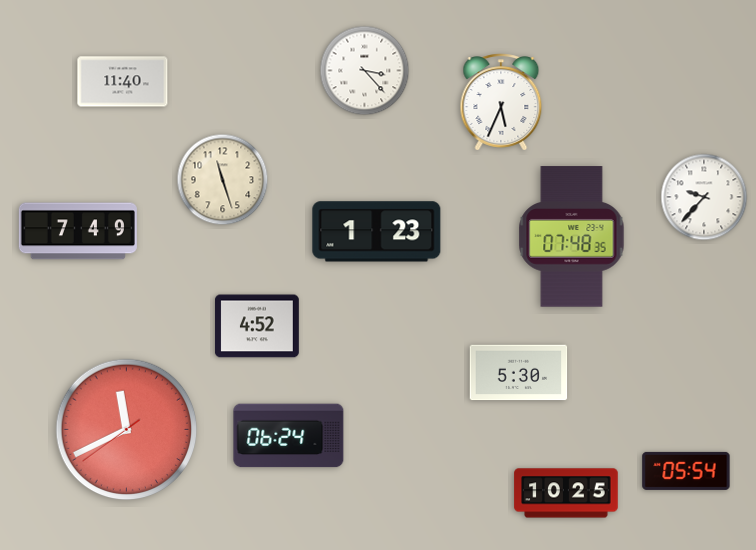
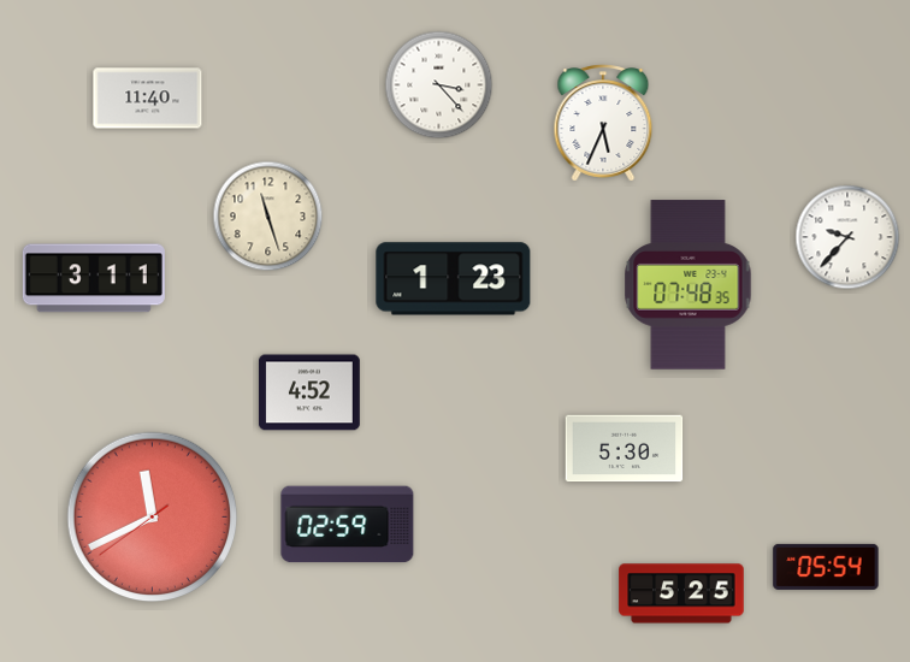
clock at (78, 231): 7:49 -> 3:11
clock at (289, 436): 06:24 -> 02:59
clock at (566, 493): 10:25 -> 5:25
